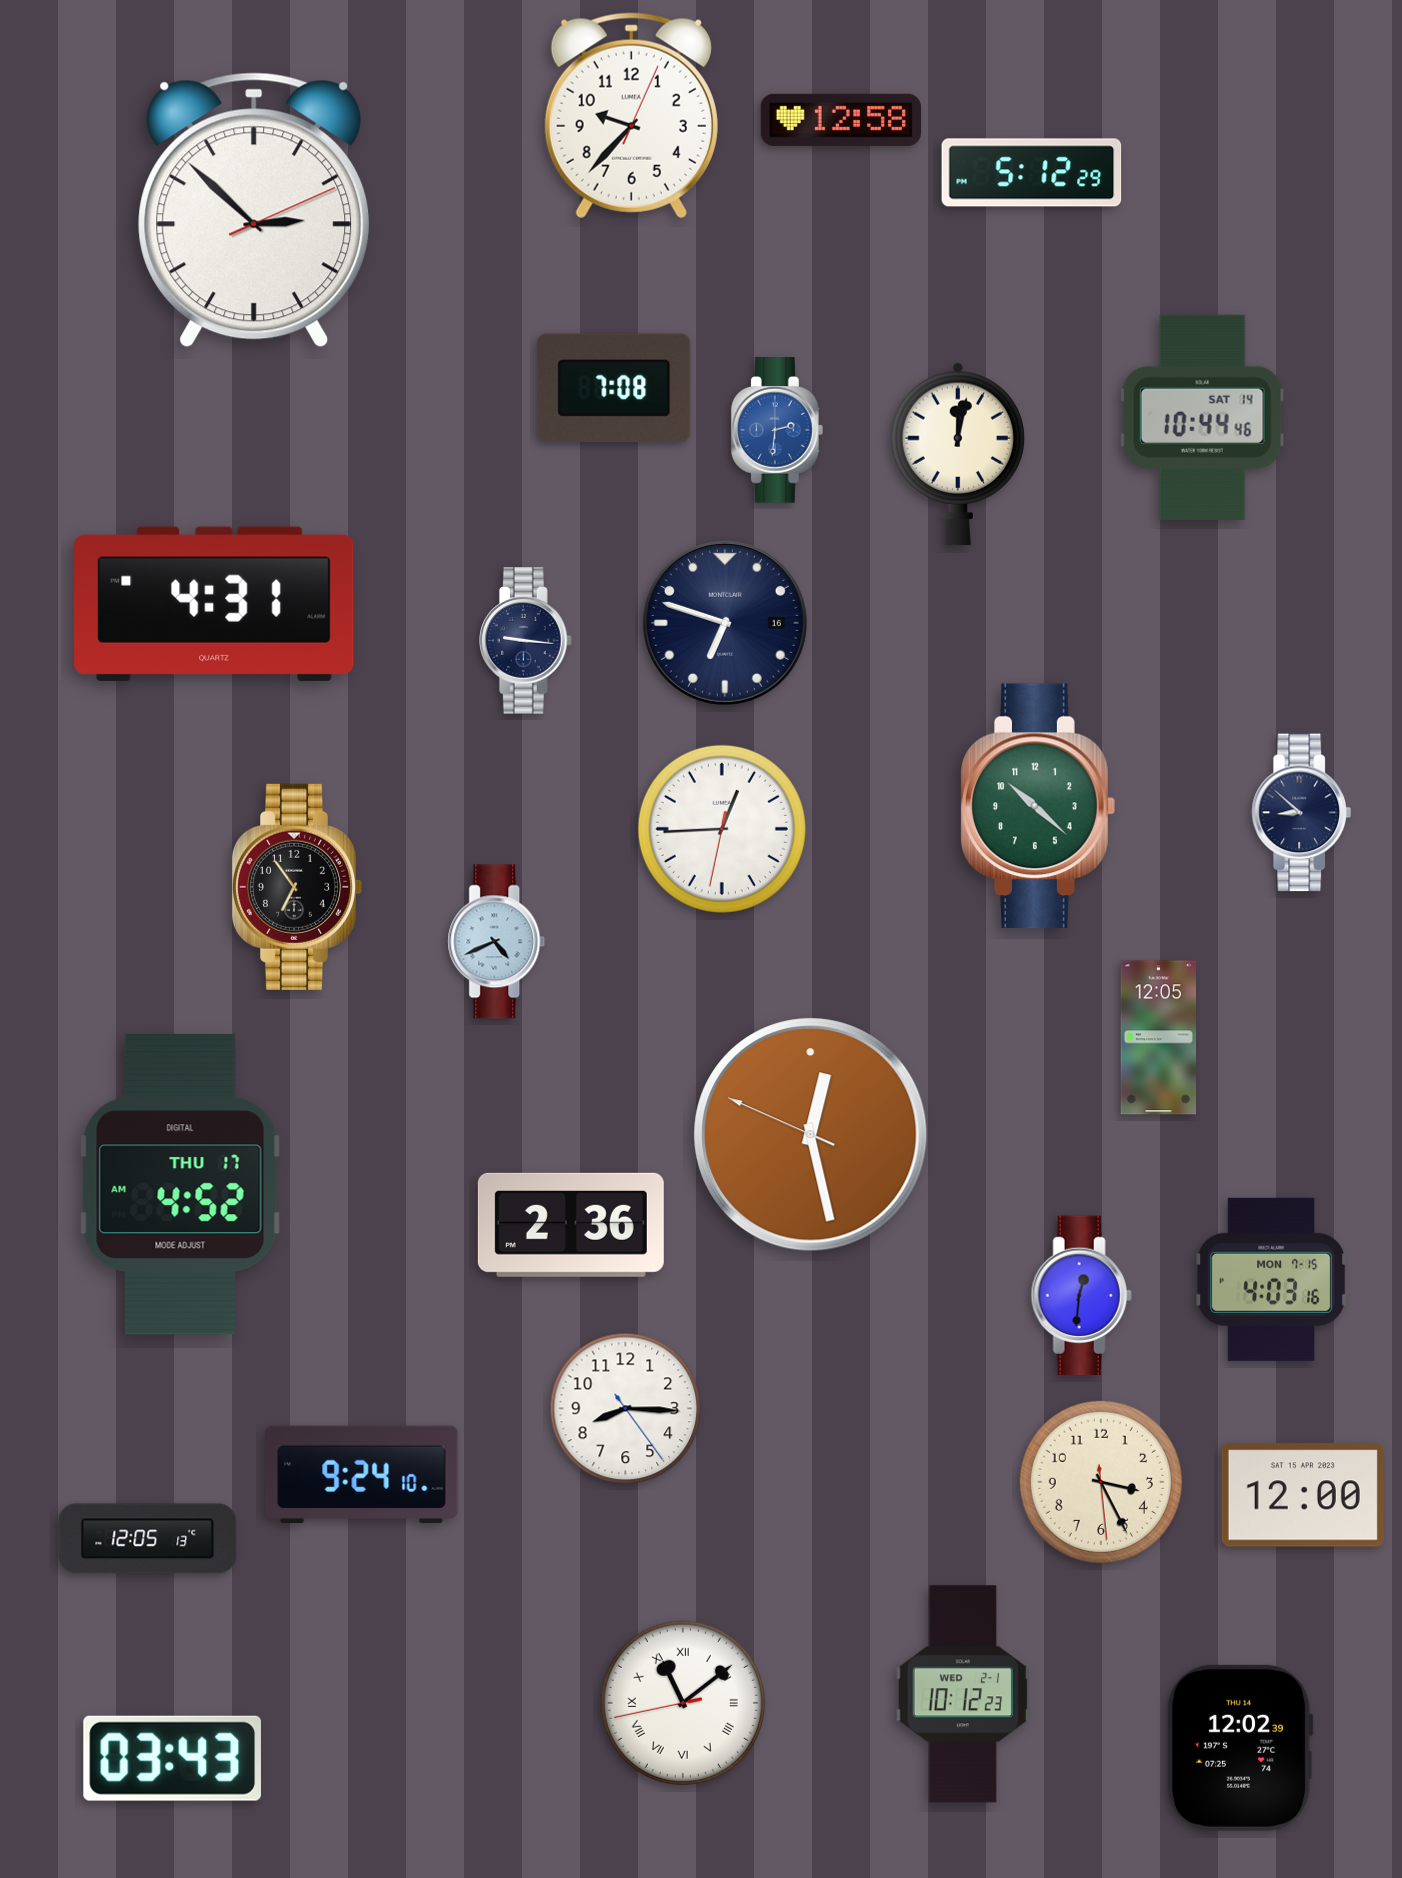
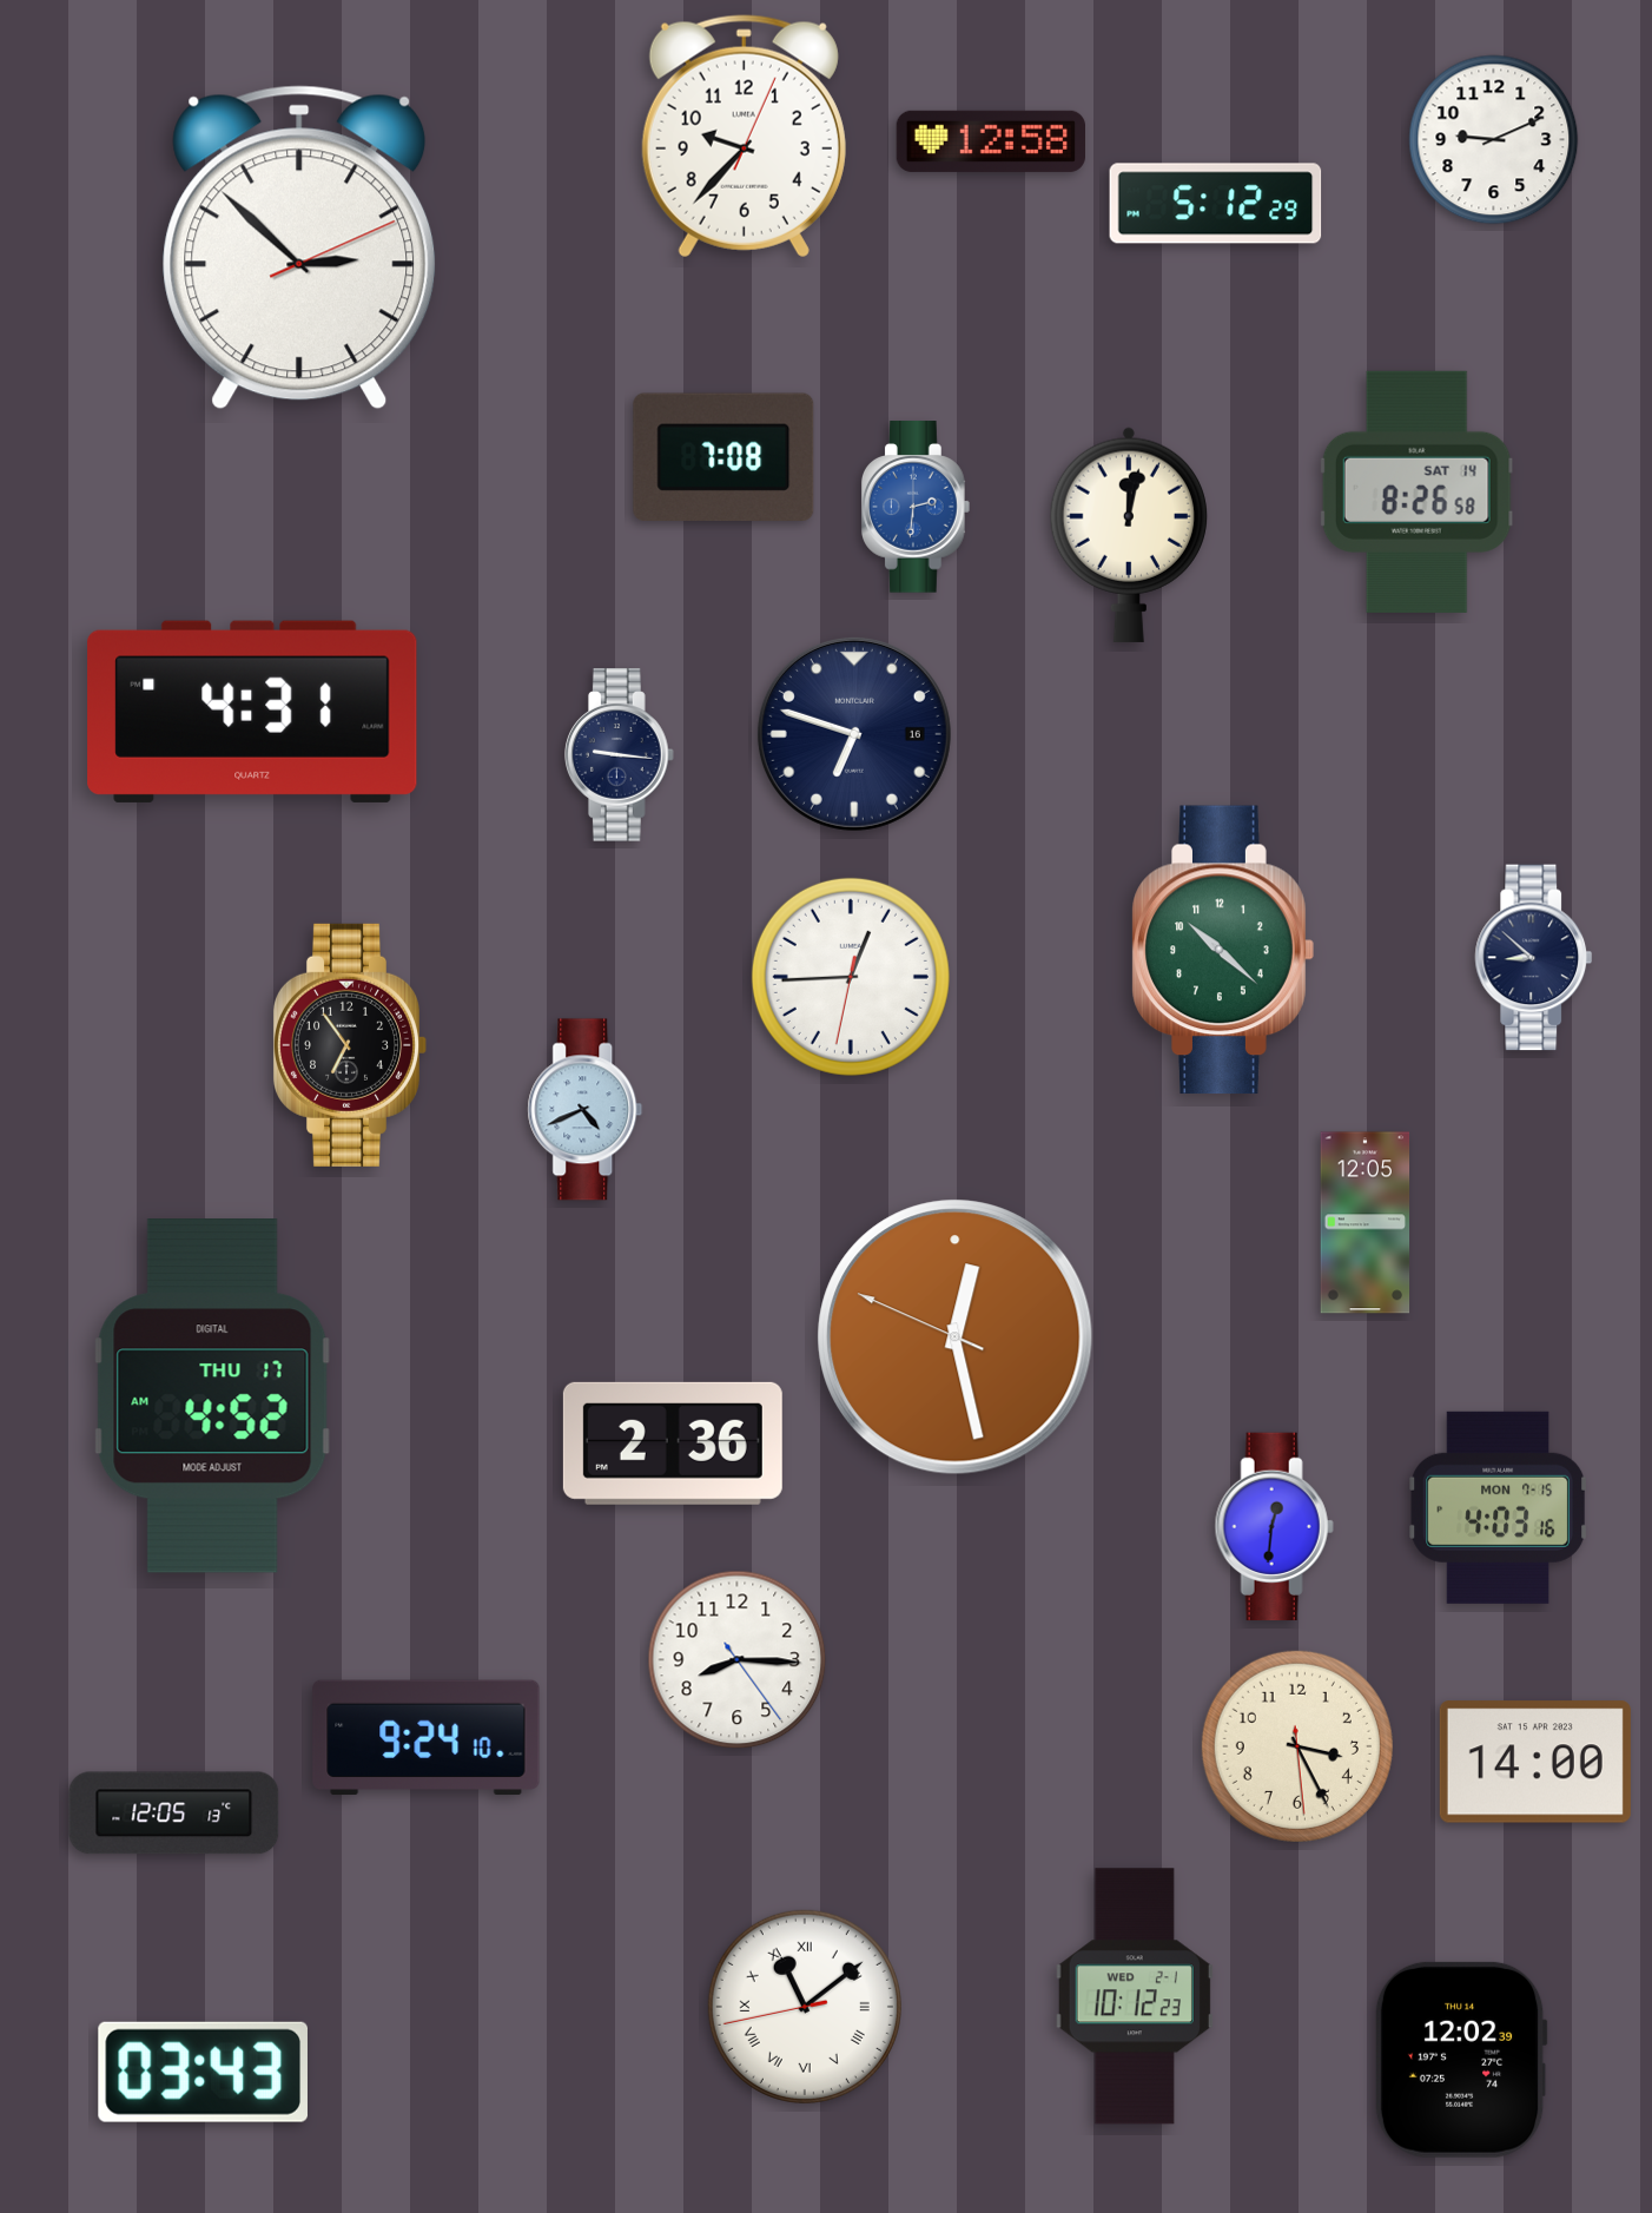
clock at (1494, 140): none -> 9:11
clock at (1202, 417): 10:44 -> 8:26
clock at (1303, 1495): 12:00 -> 14:00
